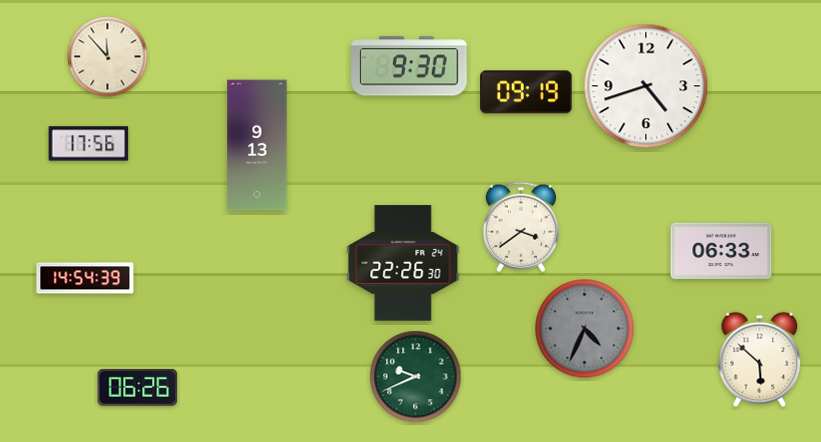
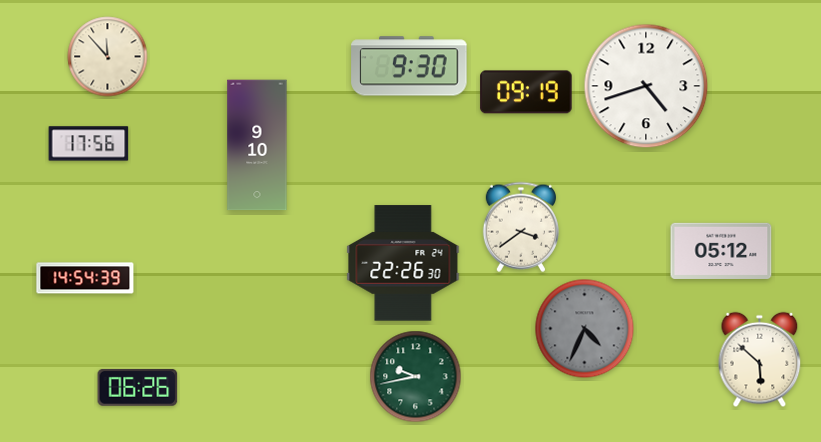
clock at (257, 145): 9:13 -> 9:10
clock at (721, 251): 06:33 -> 05:12
clock at (416, 377): 9:41 -> 9:43
